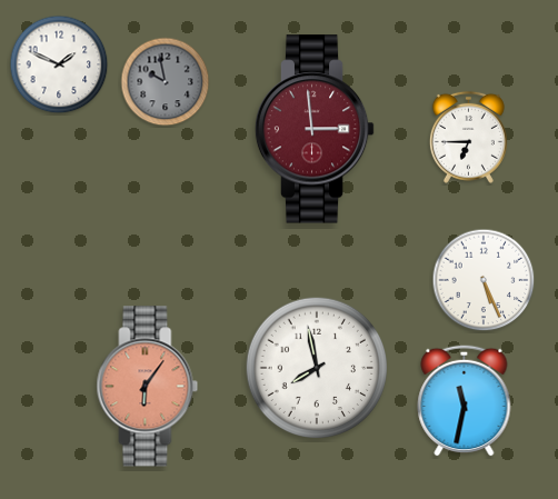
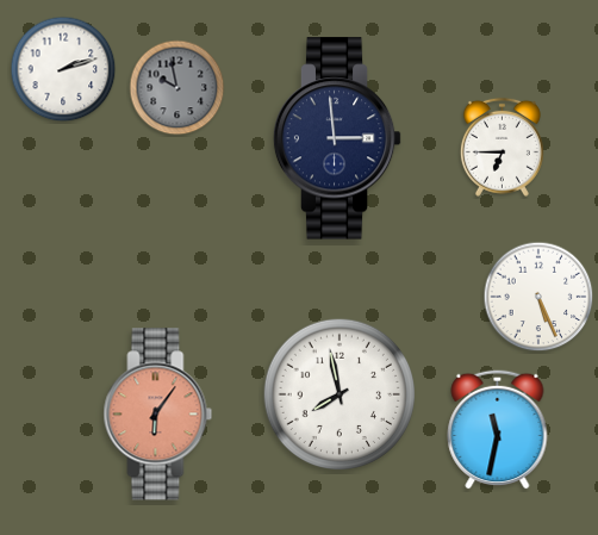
clock at (59, 64): 1:49 -> 2:12
clock at (315, 129) dial: burgundy -> navy
clock at (484, 280) position: (484, 280) -> (538, 297)
